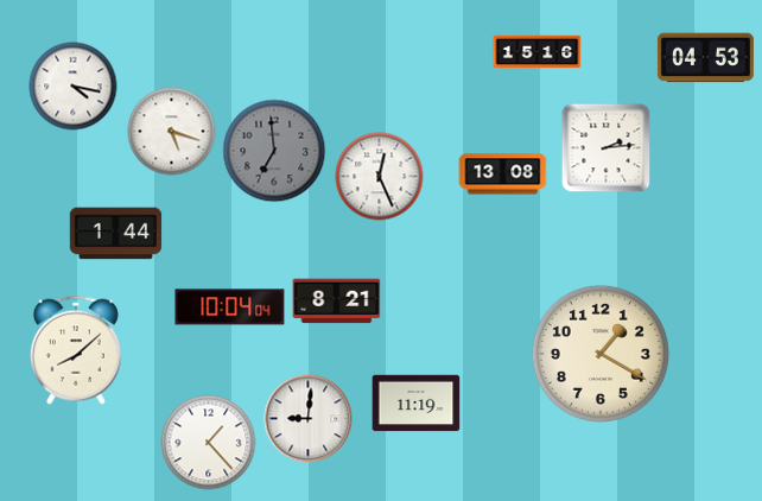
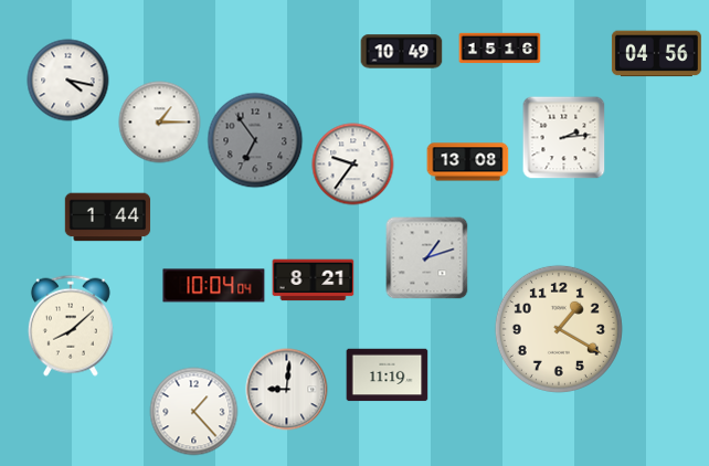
clock at (402, 52): none -> 10:49
clock at (705, 58): 04:53 -> 04:56
clock at (172, 132): 5:18 -> 1:15
clock at (274, 151): 6:59 -> 6:54
clock at (380, 177): 12:26 -> 9:36
clock at (427, 258): none -> 1:12
